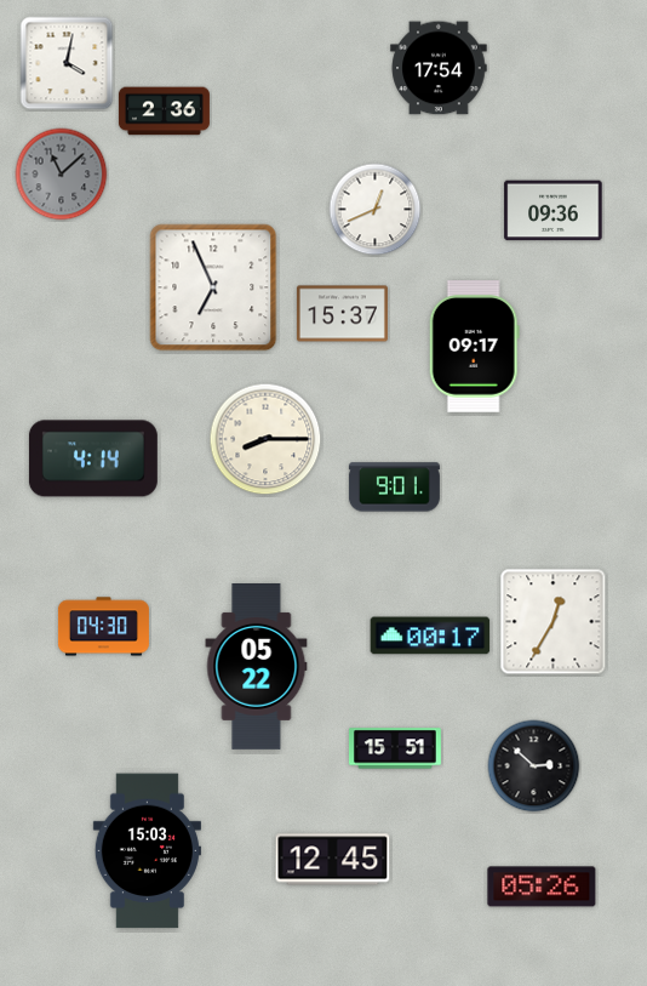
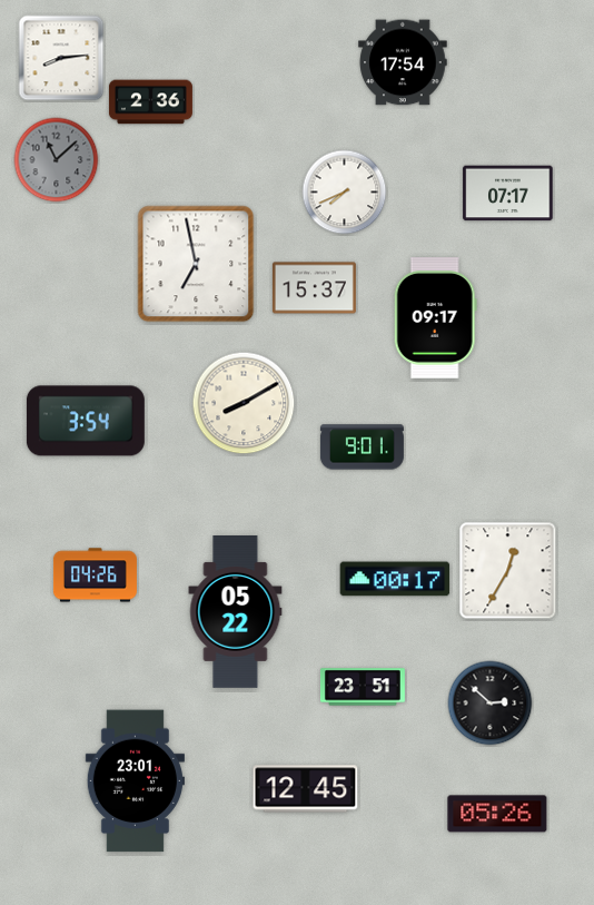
clock at (67, 63): 4:02 -> 8:14
clock at (376, 210): 12:41 -> 7:41
clock at (554, 211): 09:36 -> 07:17
clock at (213, 287): 6:56 -> 6:58
clock at (265, 439): 8:15 -> 8:10
clock at (93, 458): 4:14 -> 3:54
clock at (103, 627): 04:30 -> 04:26
clock at (430, 636) position: (430, 636) -> (395, 579)
clock at (395, 748): 15:51 -> 23:51
clock at (147, 851): 15:03 -> 23:01
